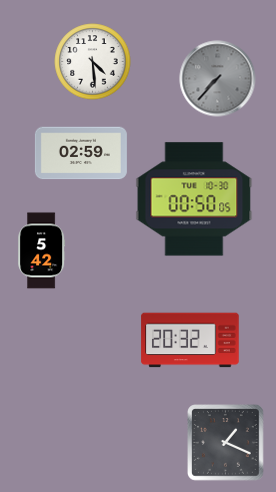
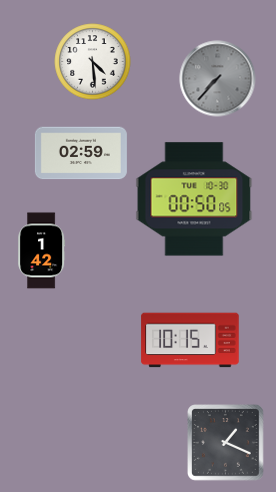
clock at (42, 251): 5:42 -> 1:42
clock at (190, 340): 20:32 -> 10:15
